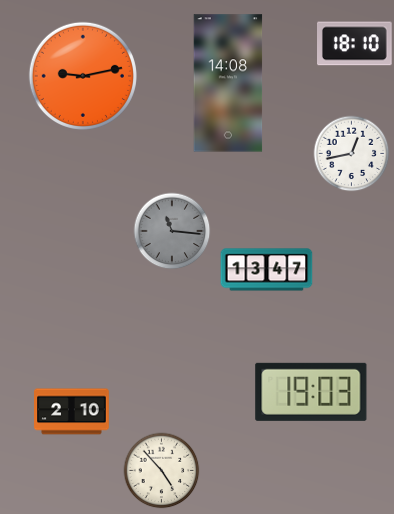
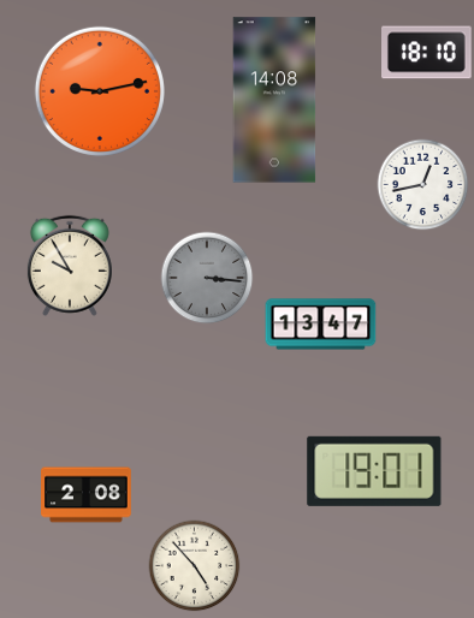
clock at (70, 266): none -> 9:55
clock at (172, 231): 11:16 -> 3:16
clock at (311, 392): 19:03 -> 19:01
clock at (72, 412): 2:10 -> 2:08
